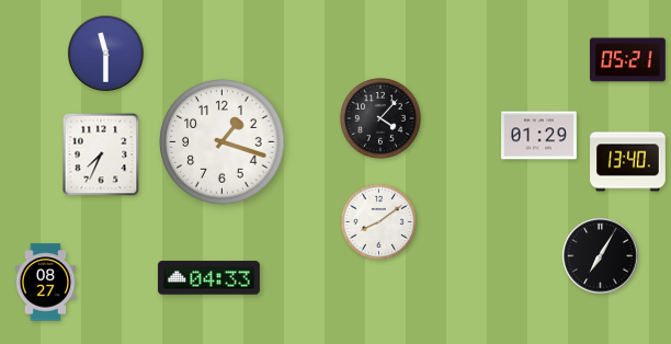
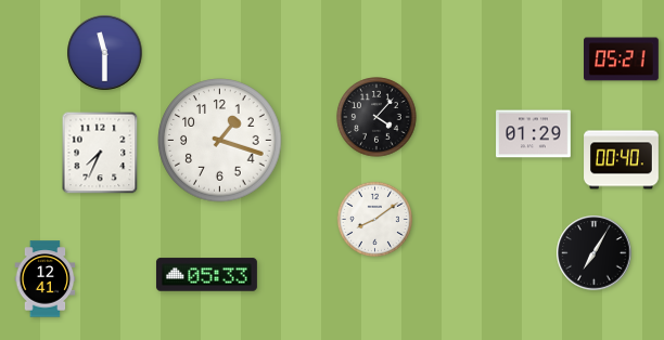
clock at (628, 162): 13:40 -> 00:40
clock at (208, 278): 04:33 -> 05:33
clock at (46, 283): 08:27 -> 12:41
